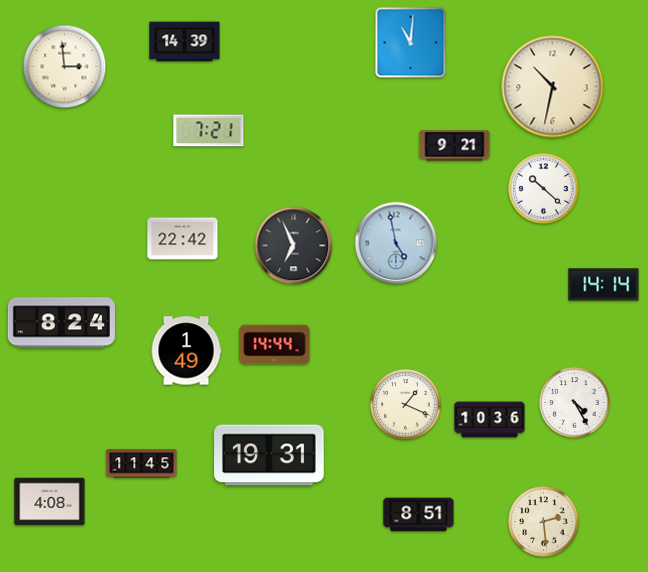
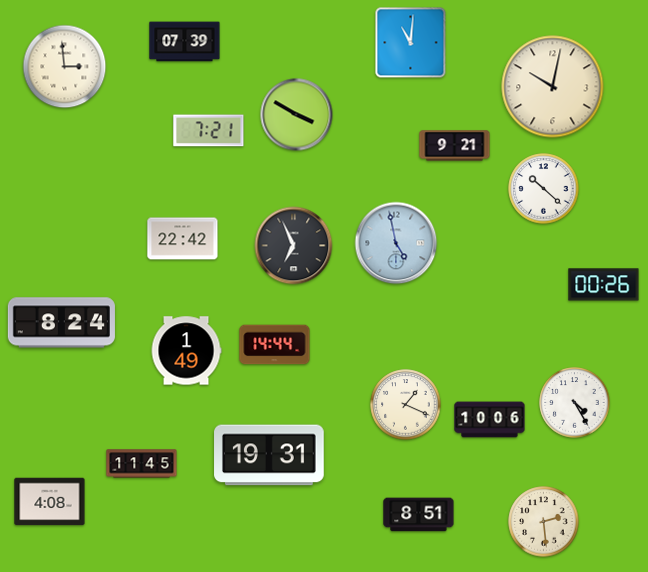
clock at (185, 42): 14:39 -> 07:39
clock at (553, 87): 10:32 -> 10:02
clock at (297, 115): none -> 3:50
clock at (604, 285): 14:14 -> 00:26
clock at (490, 420): 10:36 -> 10:06
